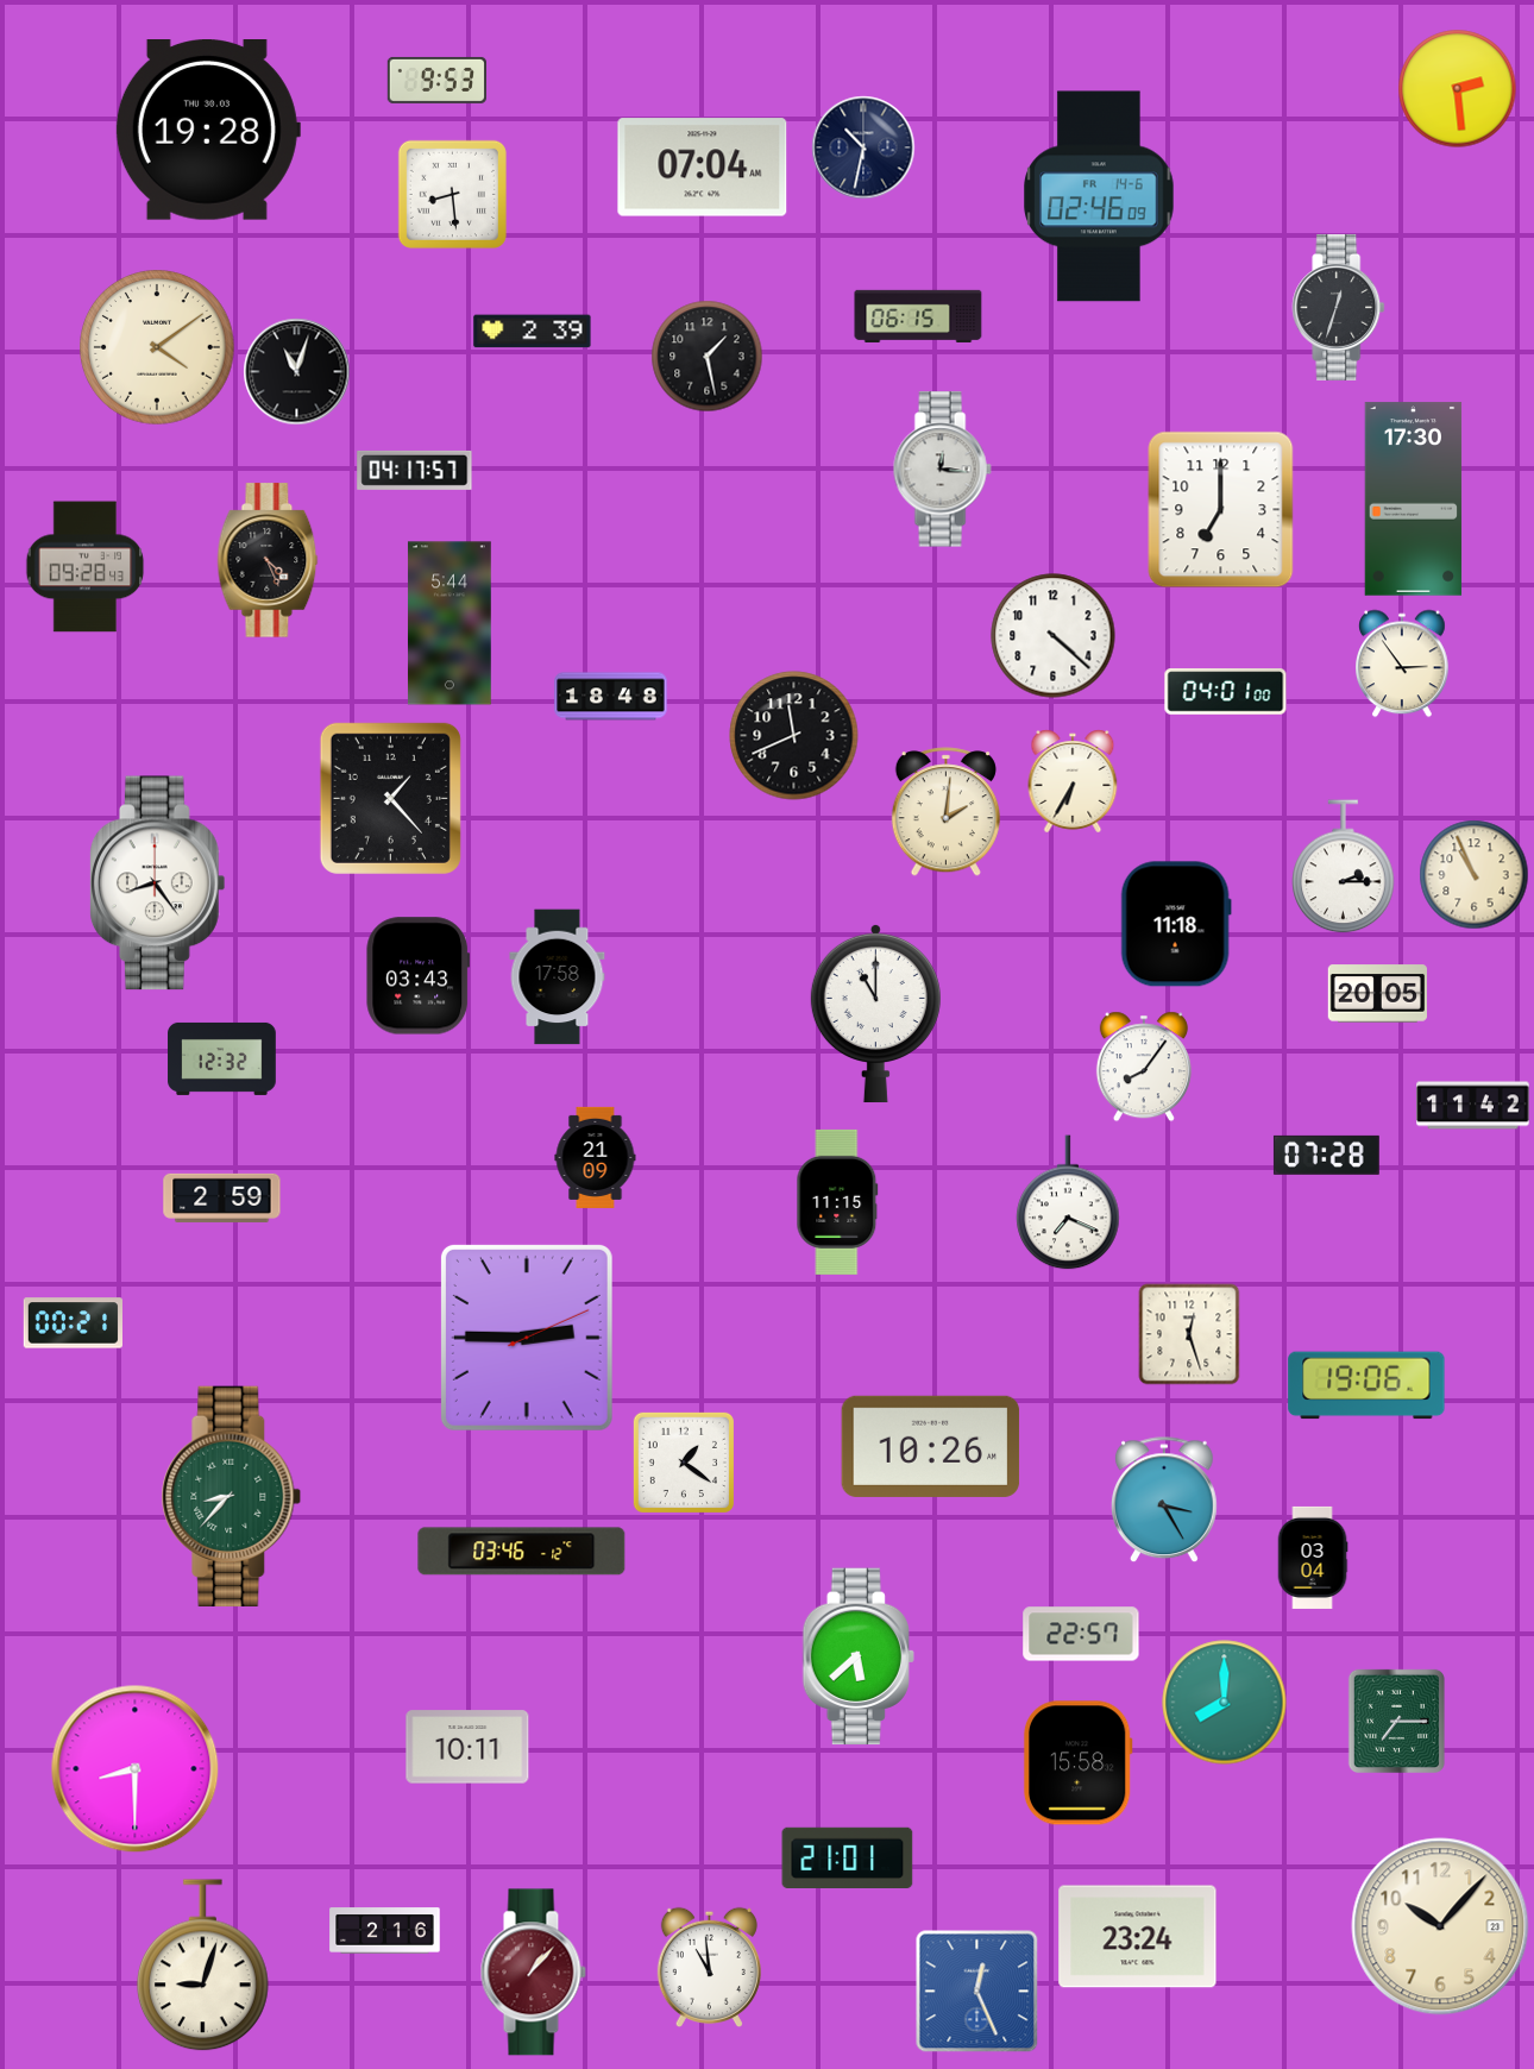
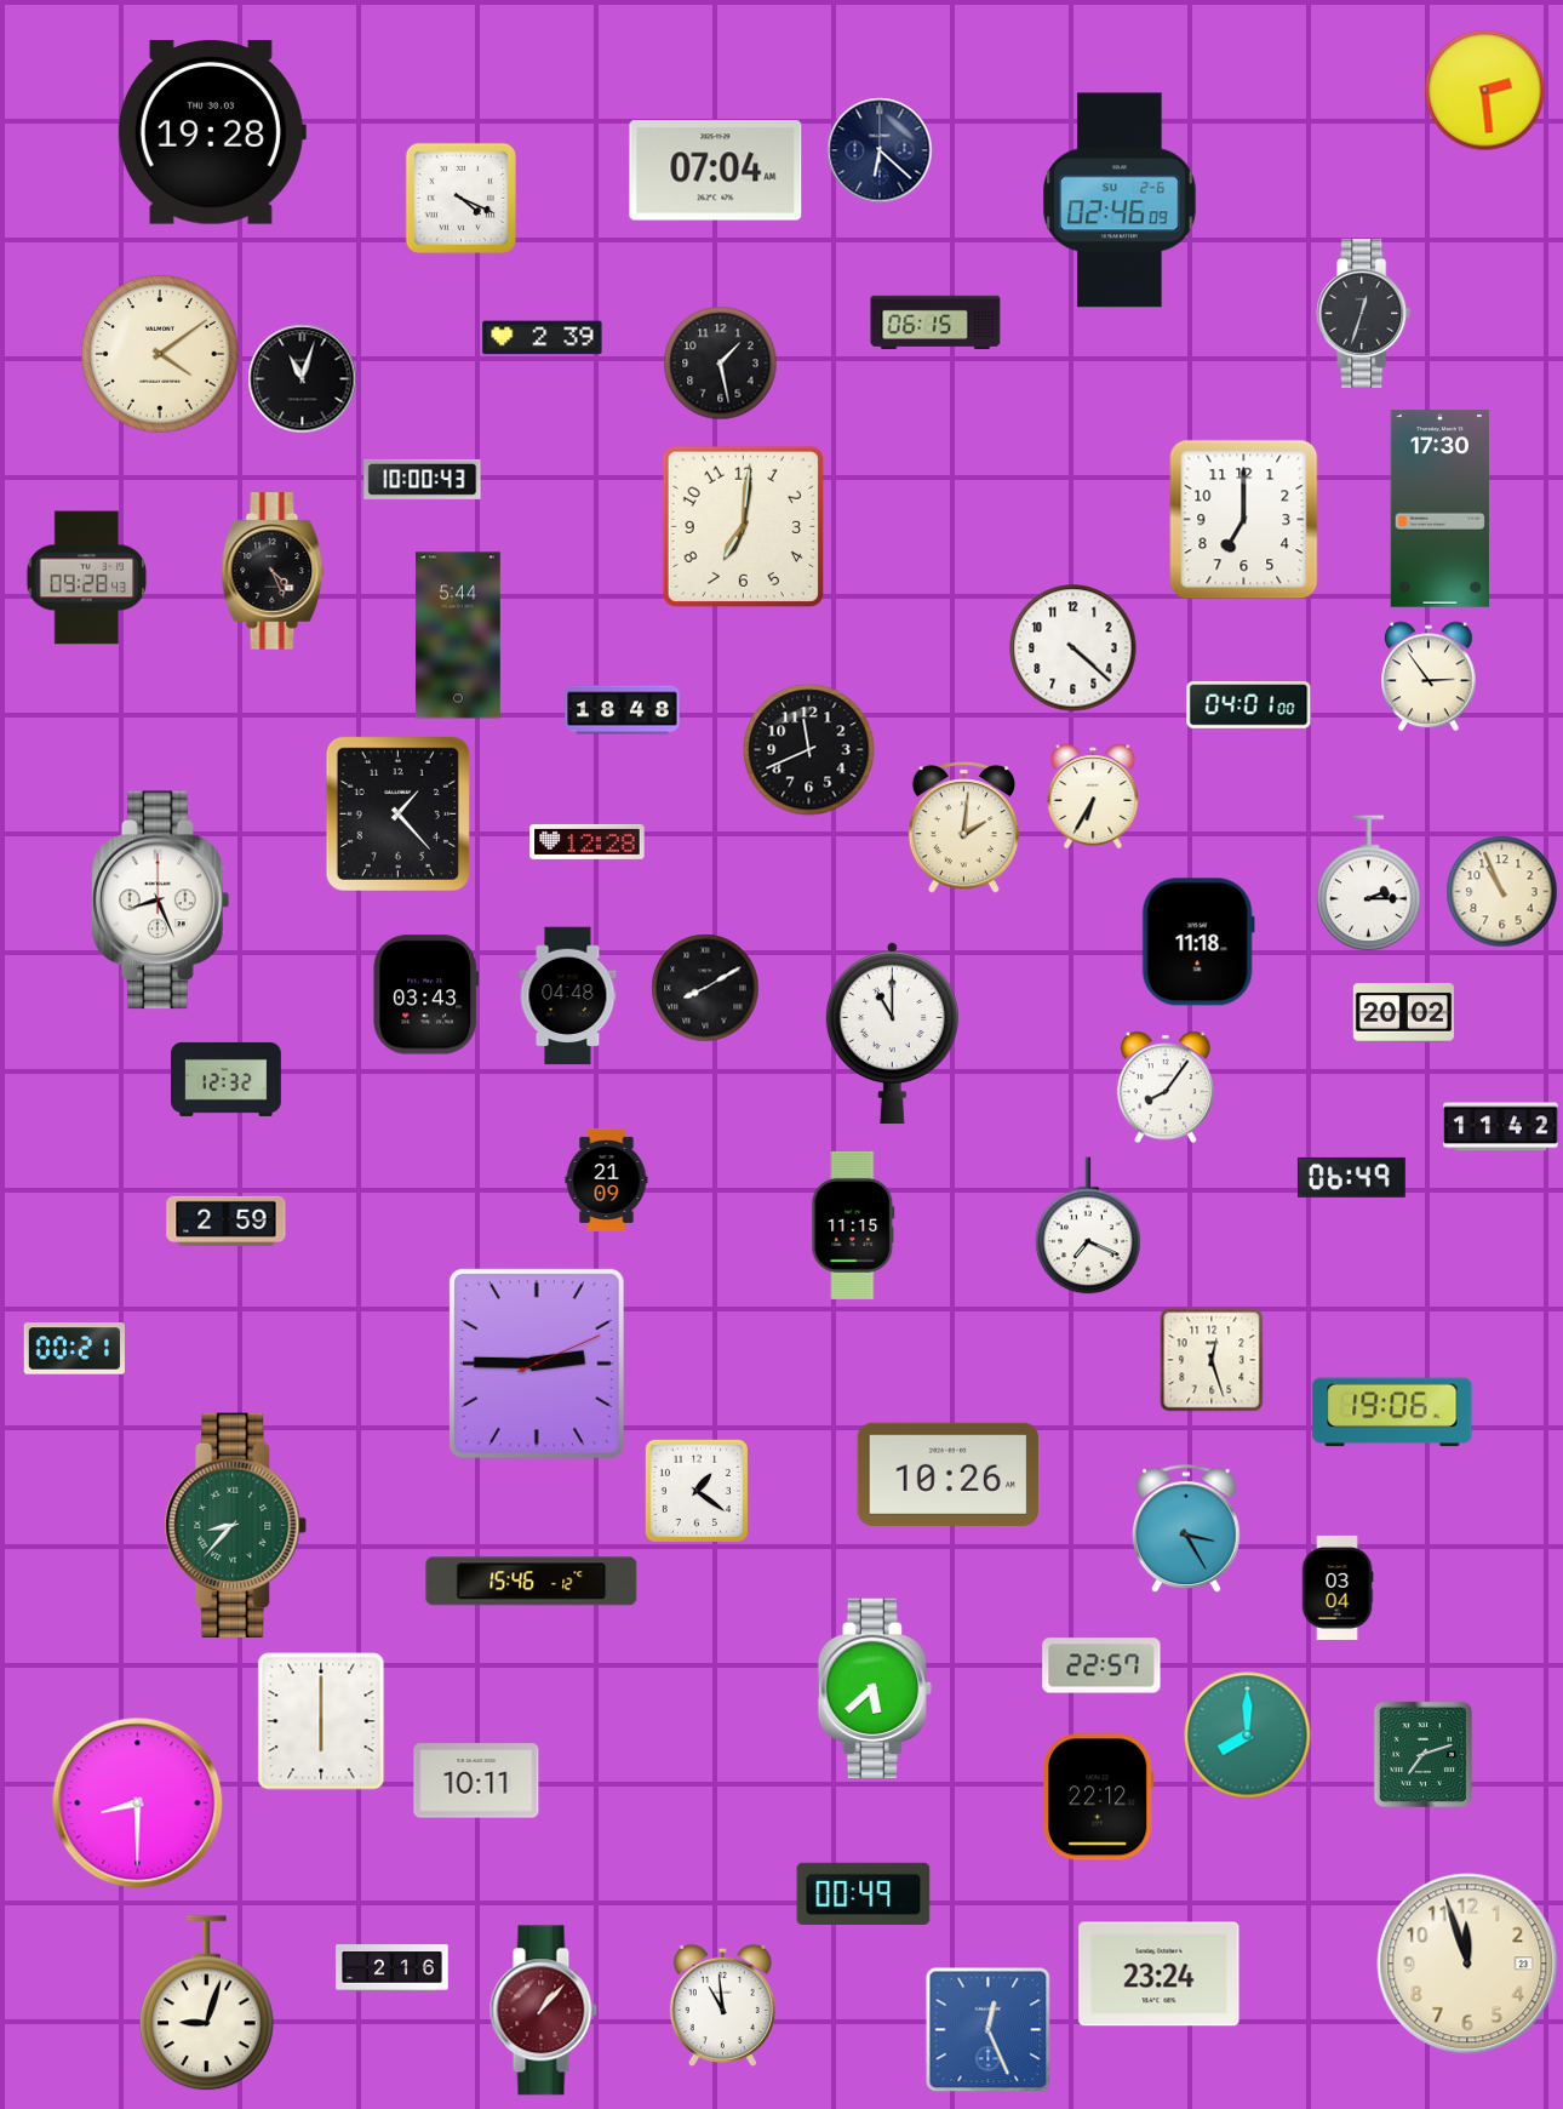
clock at (436, 80): 9:53 -> none
clock at (863, 147): 10:32 -> 6:22
clock at (452, 194): 8:29 -> 4:19
clock at (1099, 196) date: FR 14-6 -> SU 2-6
clock at (415, 470): 04:17 -> 10:00
clock at (942, 470): 12:16 -> none
clock at (743, 526): none -> 7:01
clock at (588, 841): none -> 12:28
clock at (157, 883): 8:24 -> 8:26
clock at (705, 988): none -> 8:10
clock at (558, 977): 17:58 -> 04:48
clock at (1377, 994): 20:05 -> 20:02
clock at (1326, 1155): 07:28 -> 06:49
clock at (522, 1552): 03:46 -> 15:46
clock at (321, 1721): none -> 6:00
clock at (1396, 1721): 7:15 -> 7:12
clock at (1077, 1763): 15:58 -> 22:12
clock at (848, 1857): 21:01 -> 00:49
clock at (1440, 1926): 10:07 -> 11:57
clock at (977, 1992) position: (977, 1992) -> (989, 2030)
